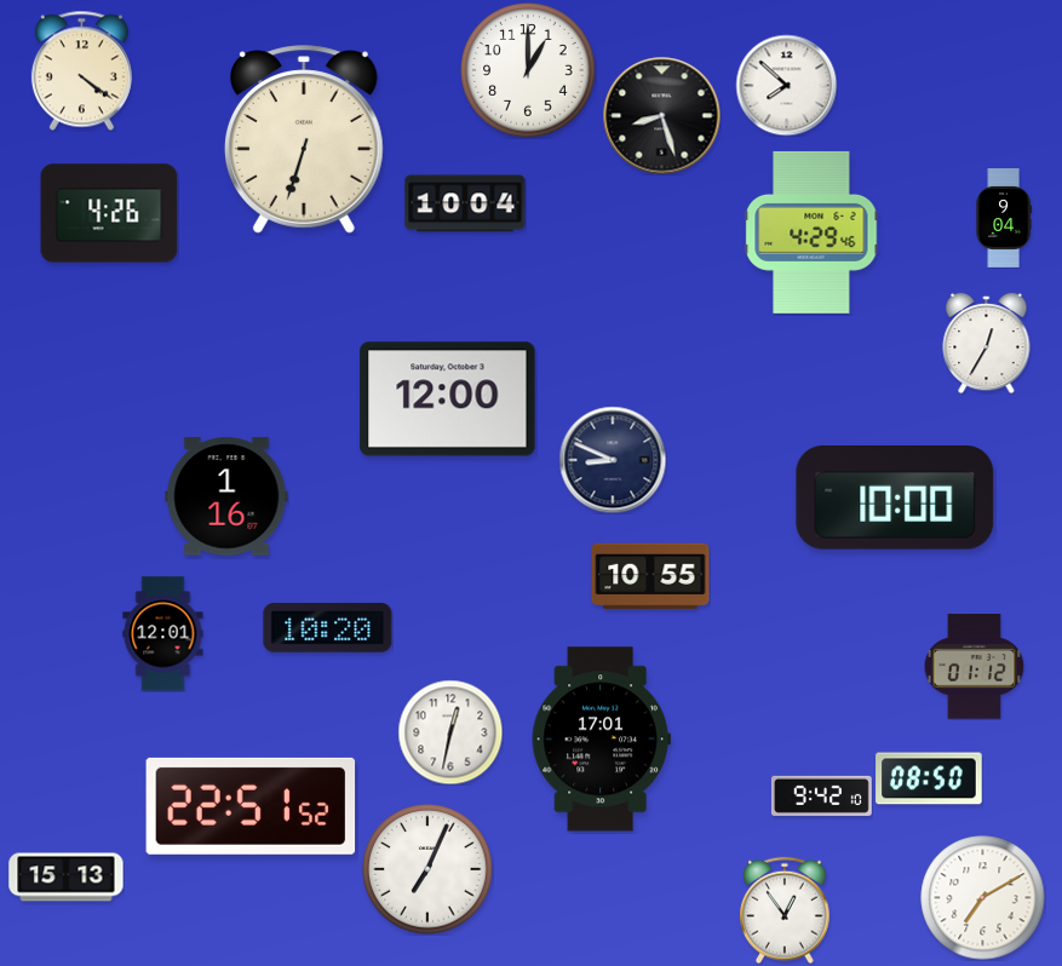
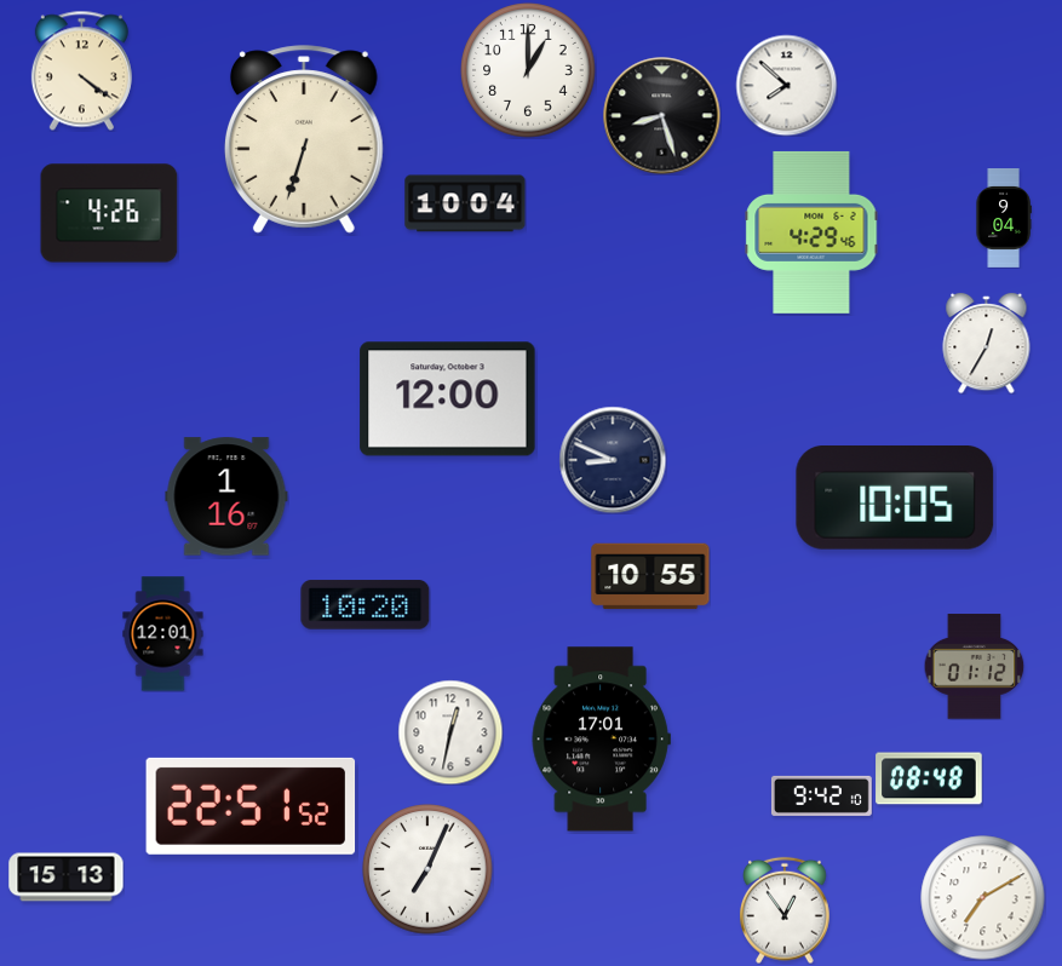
clock at (895, 499): 10:00 -> 10:05
clock at (328, 628) position: (328, 628) -> (366, 605)
clock at (929, 778): 08:50 -> 08:48
